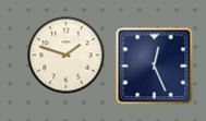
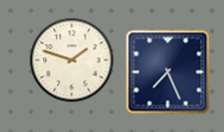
clock at (155, 66): 12:26 -> 7:26
